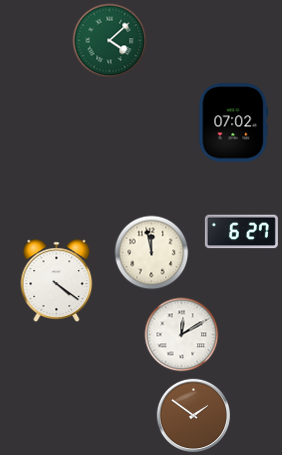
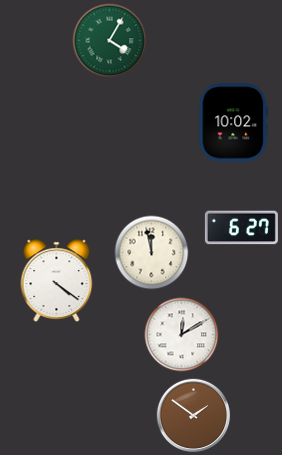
clock at (110, 41): 4:08 -> 4:05
clock at (234, 123): 07:02 -> 10:02
clock at (241, 232) position: (241, 232) -> (241, 228)
